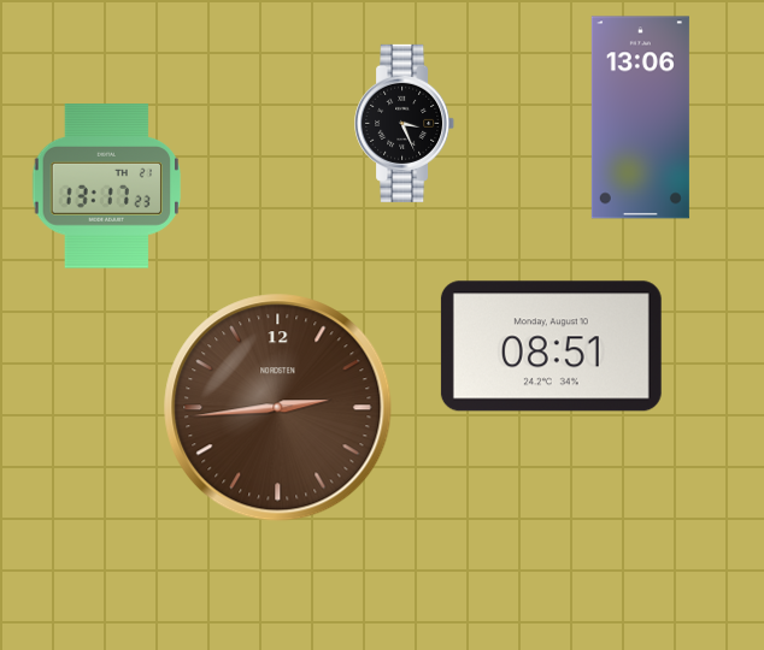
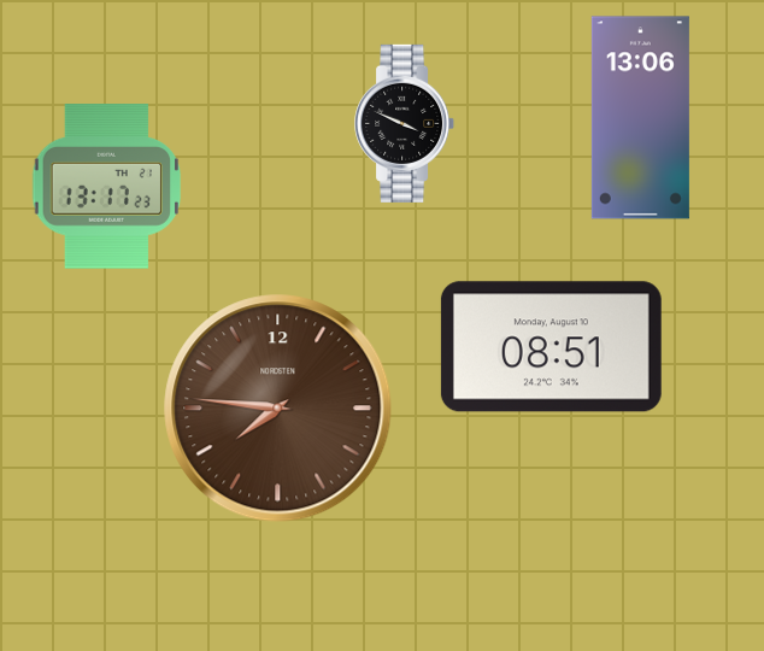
clock at (405, 123): 3:26 -> 3:49
clock at (278, 408): 2:44 -> 7:46
